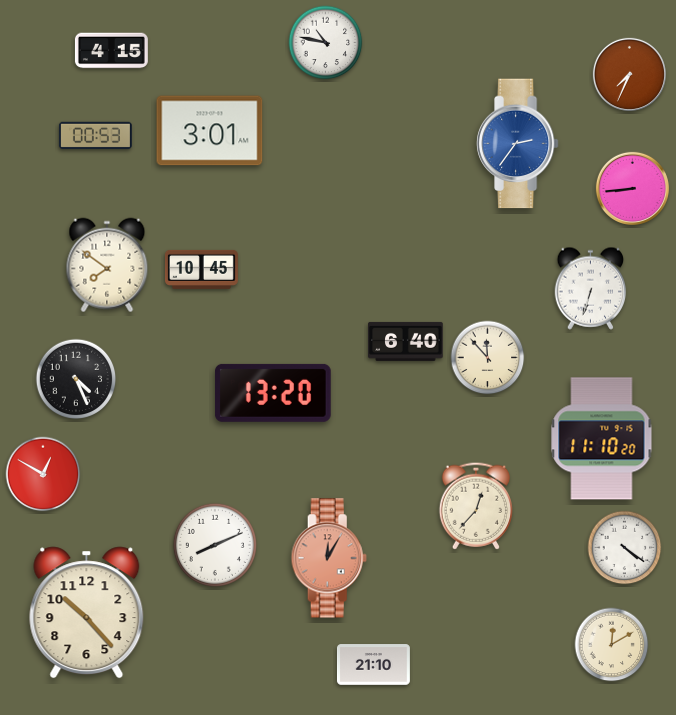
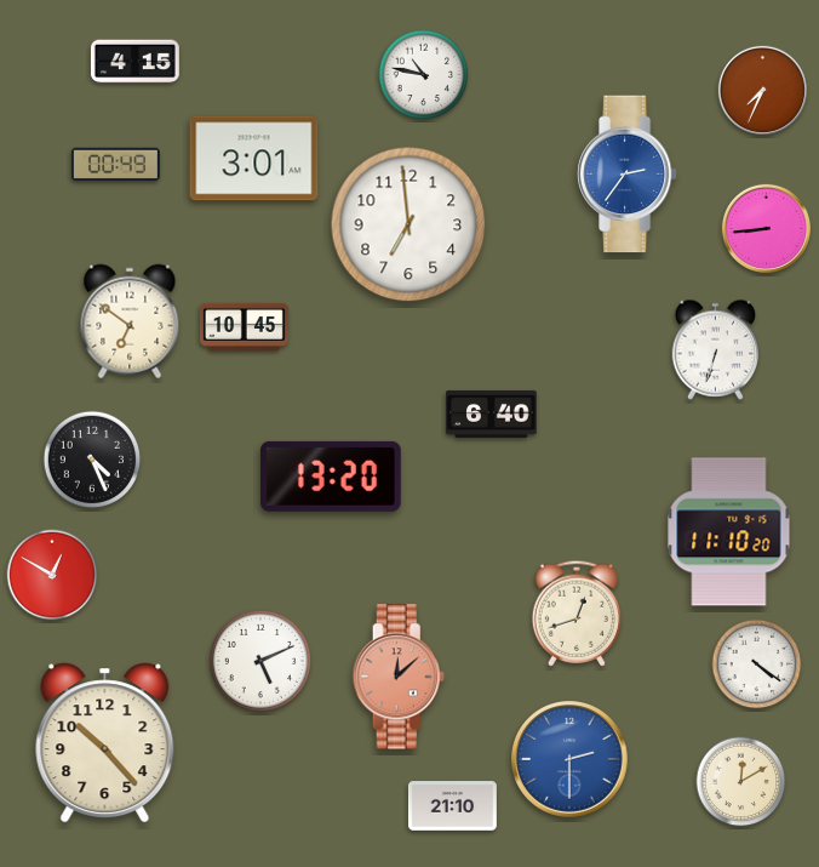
clock at (326, 43) position: (326, 43) -> (424, 75)
clock at (95, 136): 00:53 -> 00:49
clock at (408, 224): none -> 6:59
clock at (107, 265): 7:51 -> 6:51
clock at (488, 358): 11:53 -> none
clock at (476, 506): 12:37 -> 12:42
clock at (215, 545): 8:11 -> 5:11
clock at (329, 558): 12:05 -> 12:08
clock at (571, 760): none -> 2:30
